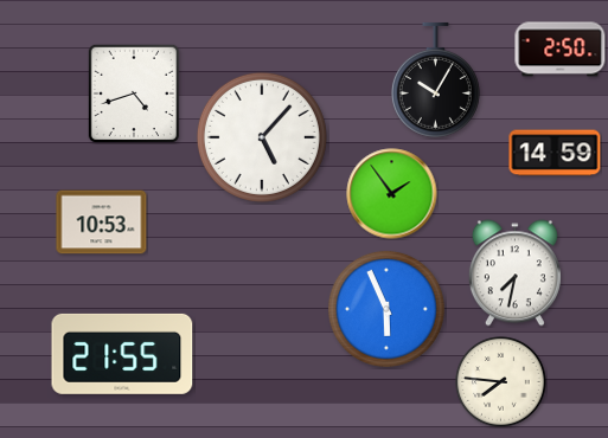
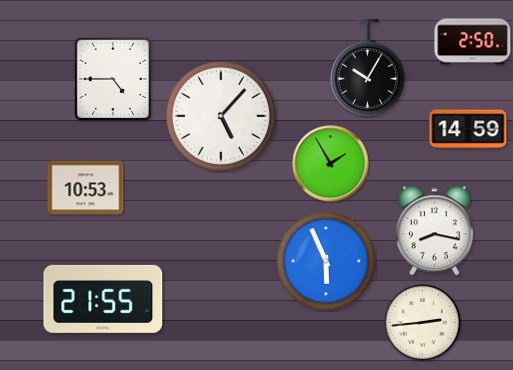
clock at (134, 94): 4:42 -> 4:45
clock at (392, 194): 1:54 -> 1:55
clock at (514, 273): 7:32 -> 8:17
clock at (501, 382): 7:46 -> 2:44
